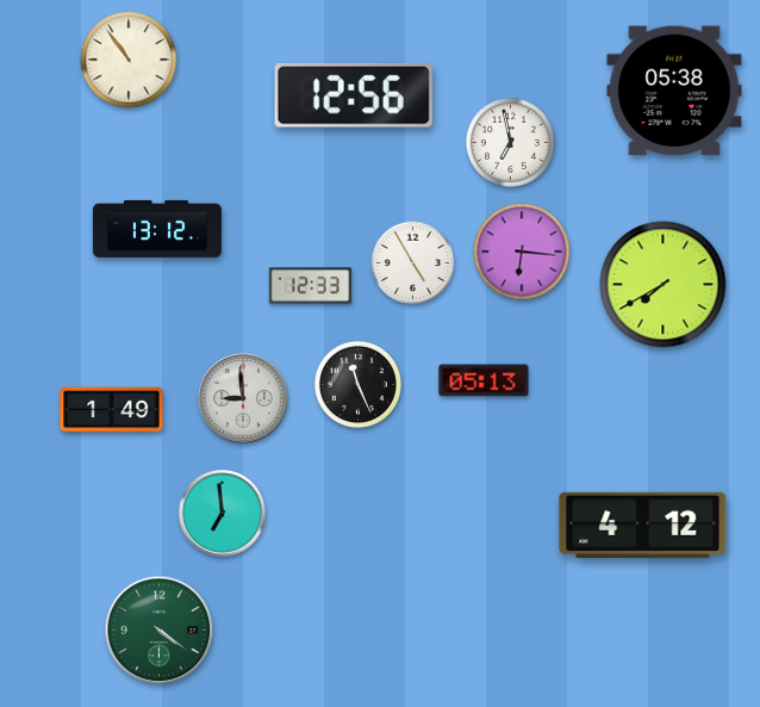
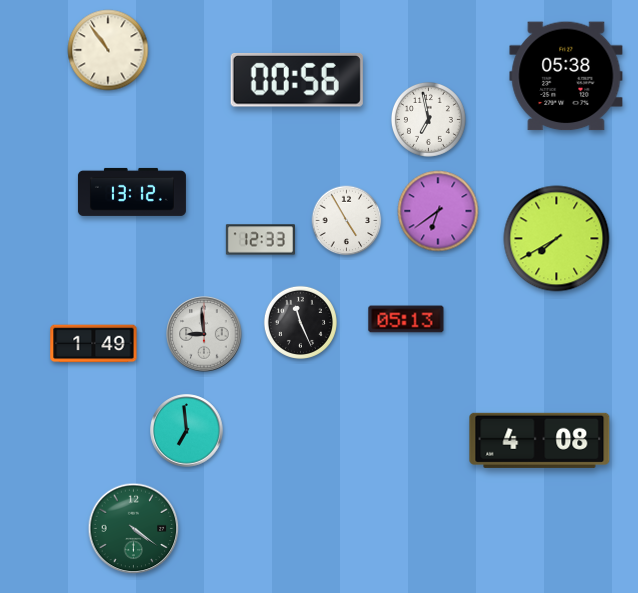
clock at (354, 95): 12:56 -> 00:56
clock at (522, 252): 6:16 -> 6:39
clock at (643, 525): 4:12 -> 4:08
